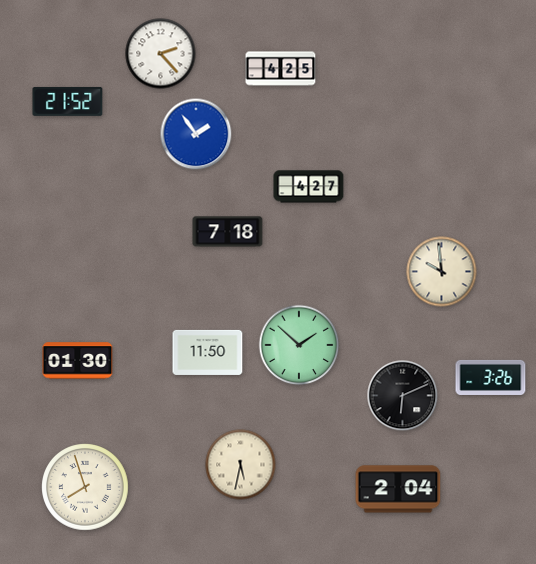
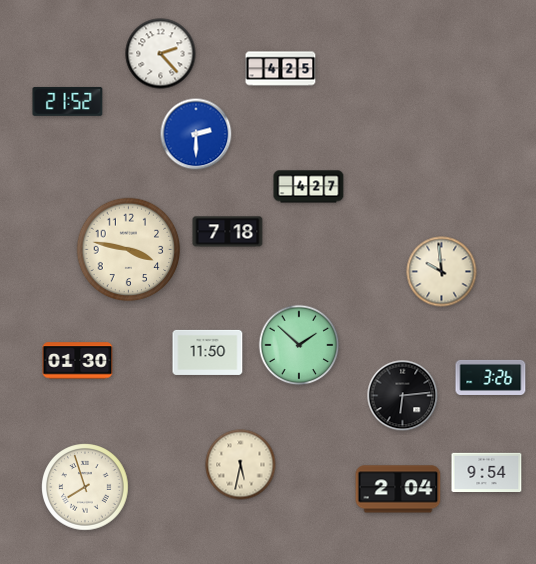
clock at (196, 134): 1:54 -> 2:30
clock at (129, 250): none -> 3:47
clock at (403, 396): 6:11 -> 6:14
clock at (487, 472): none -> 9:54
